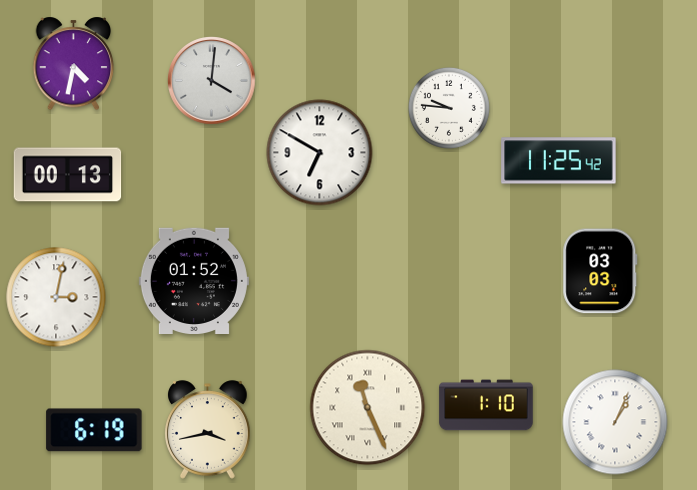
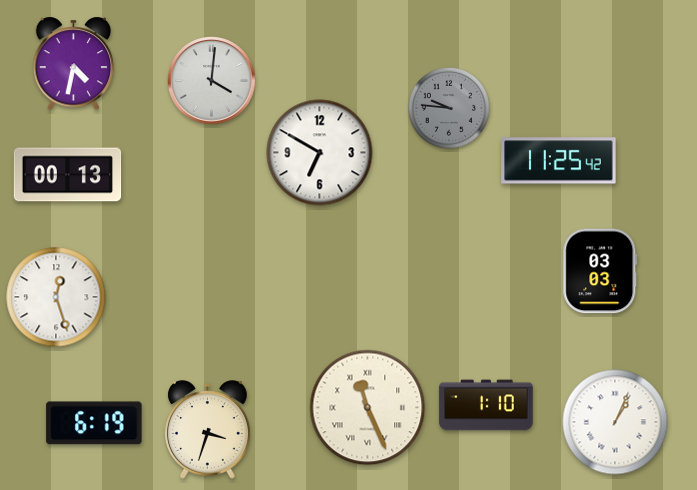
clock at (449, 108) dial: white -> grey
clock at (194, 280): 01:52 -> none
clock at (56, 297): 3:02 -> 12:27
clock at (94, 430) position: (94, 430) -> (94, 423)
clock at (208, 430): 3:43 -> 3:33
